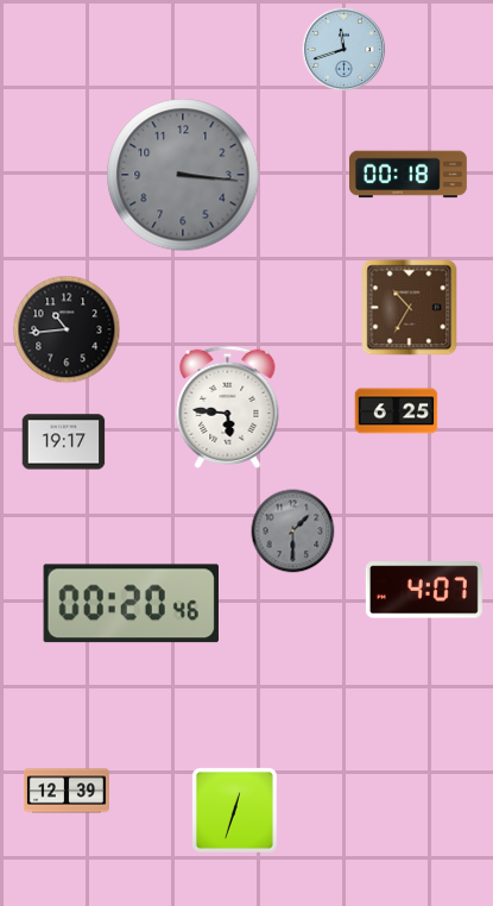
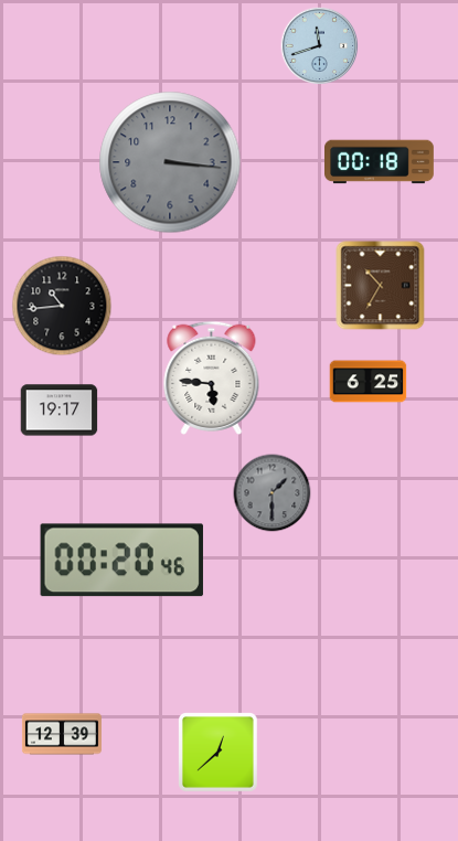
clock at (424, 590): 4:07 -> none
clock at (235, 811): 12:33 -> 12:38
